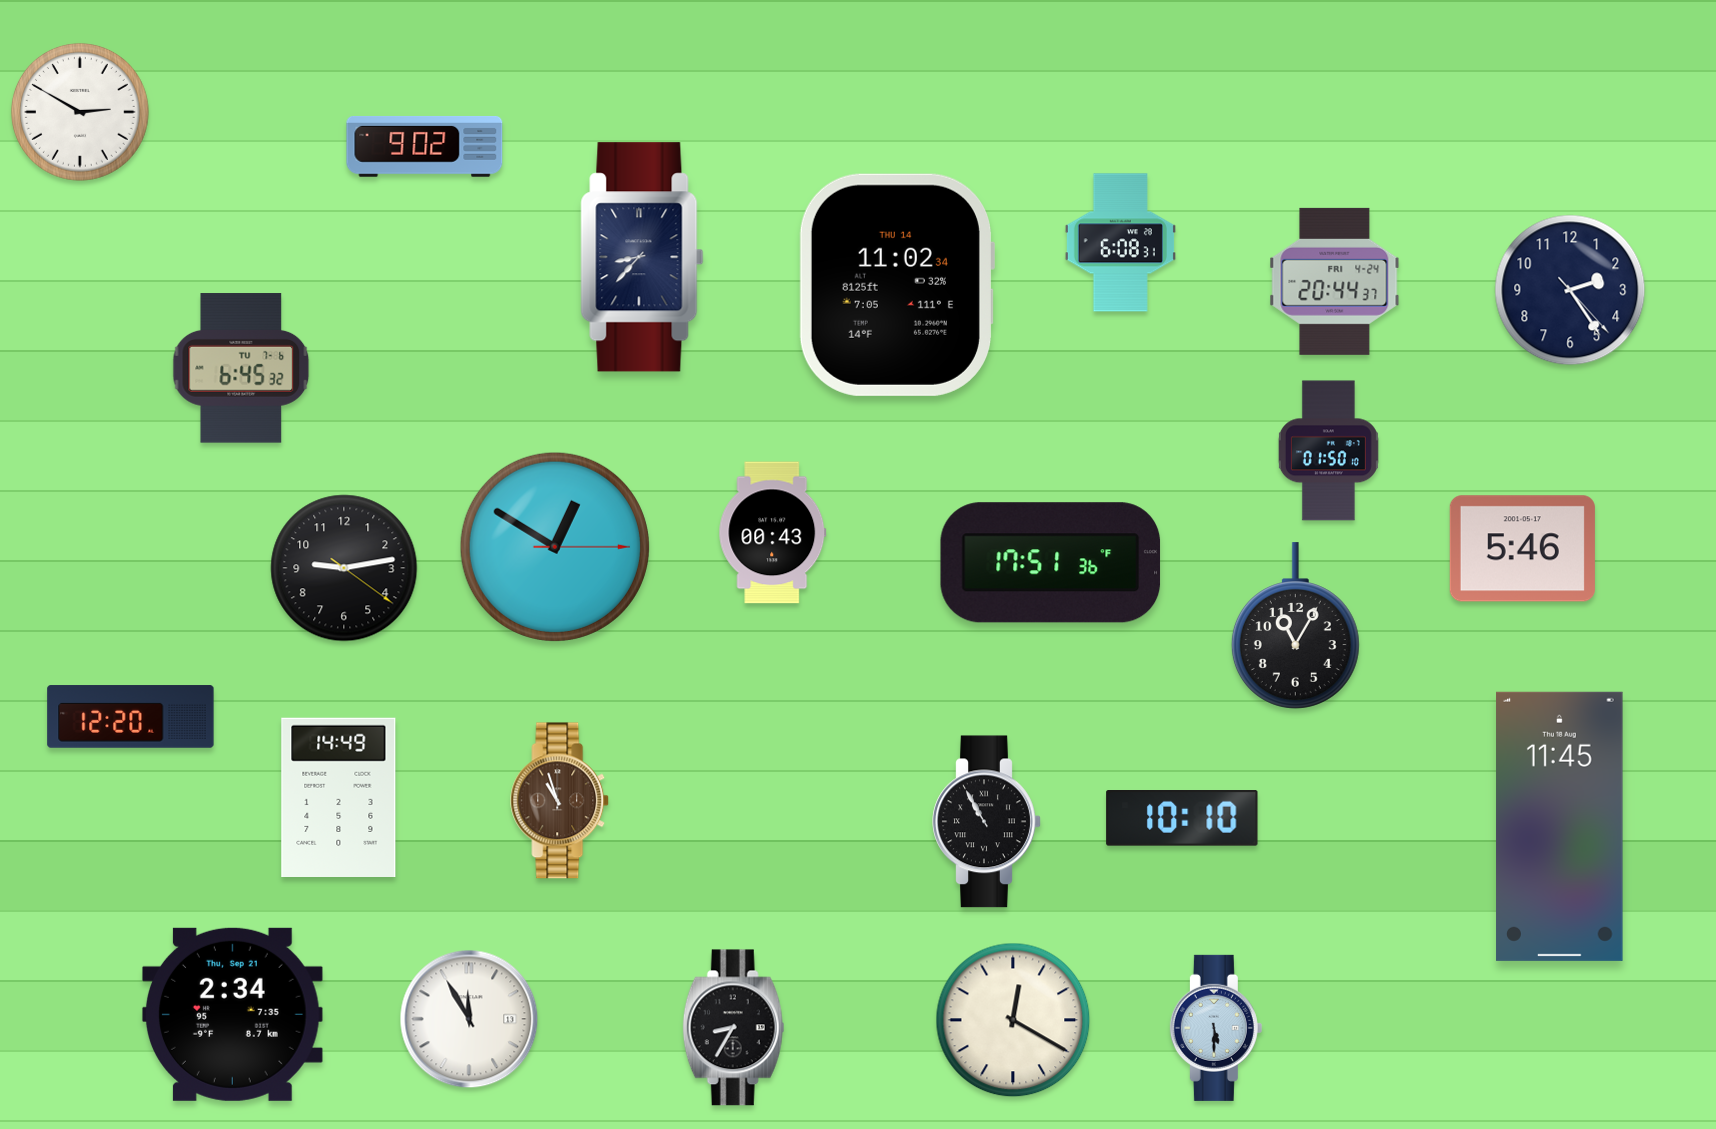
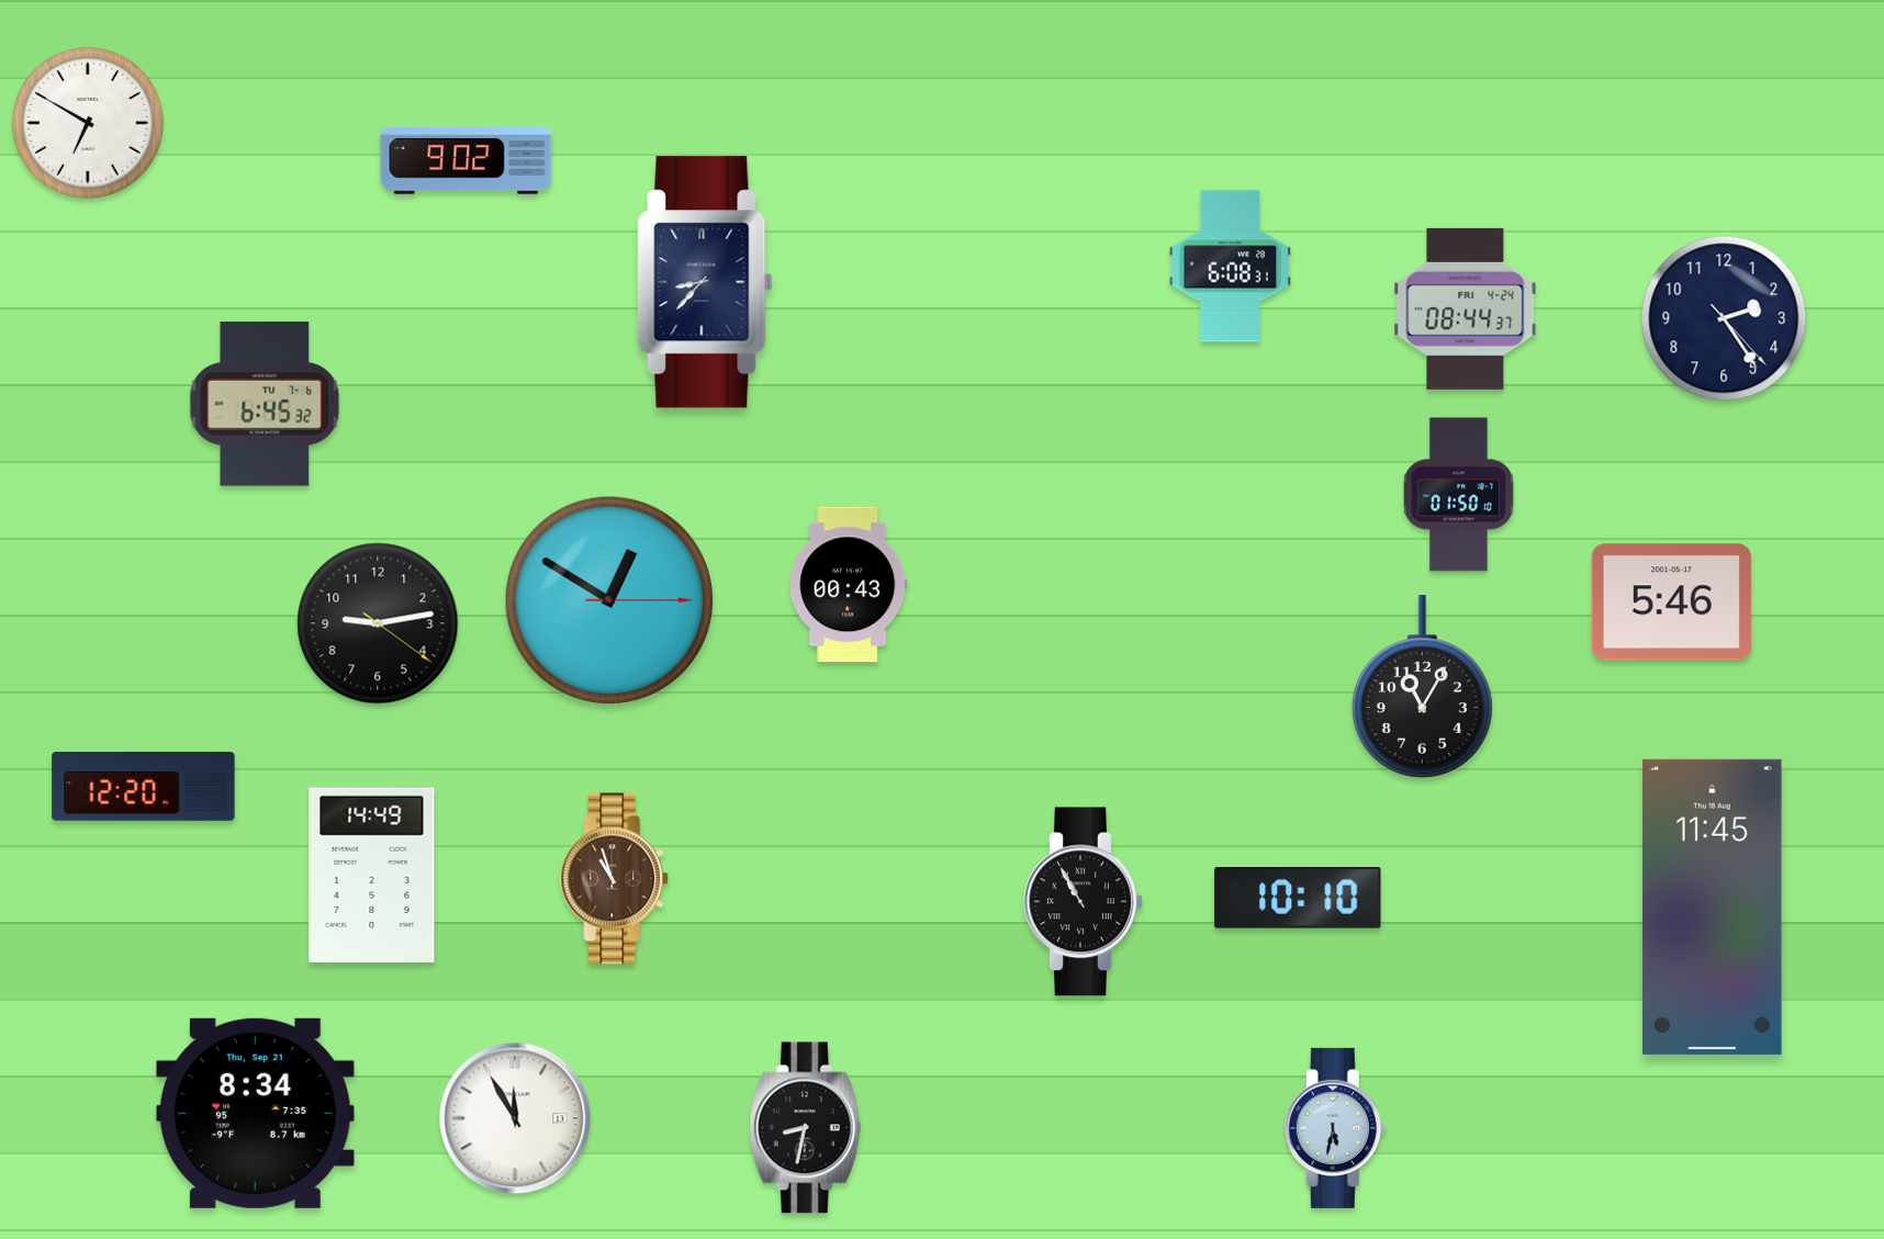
clock at (80, 112): 2:50 -> 6:50
clock at (1335, 281): 20:44 -> 08:44
clock at (896, 285): 11:02 -> none
clock at (1051, 563): 17:51 -> none
clock at (232, 1014): 2:34 -> 8:34
clock at (1013, 1020): 12:20 -> none
clock at (734, 1028): 8:35 -> 8:32
clock at (1216, 1028): 5:30 -> 5:32
